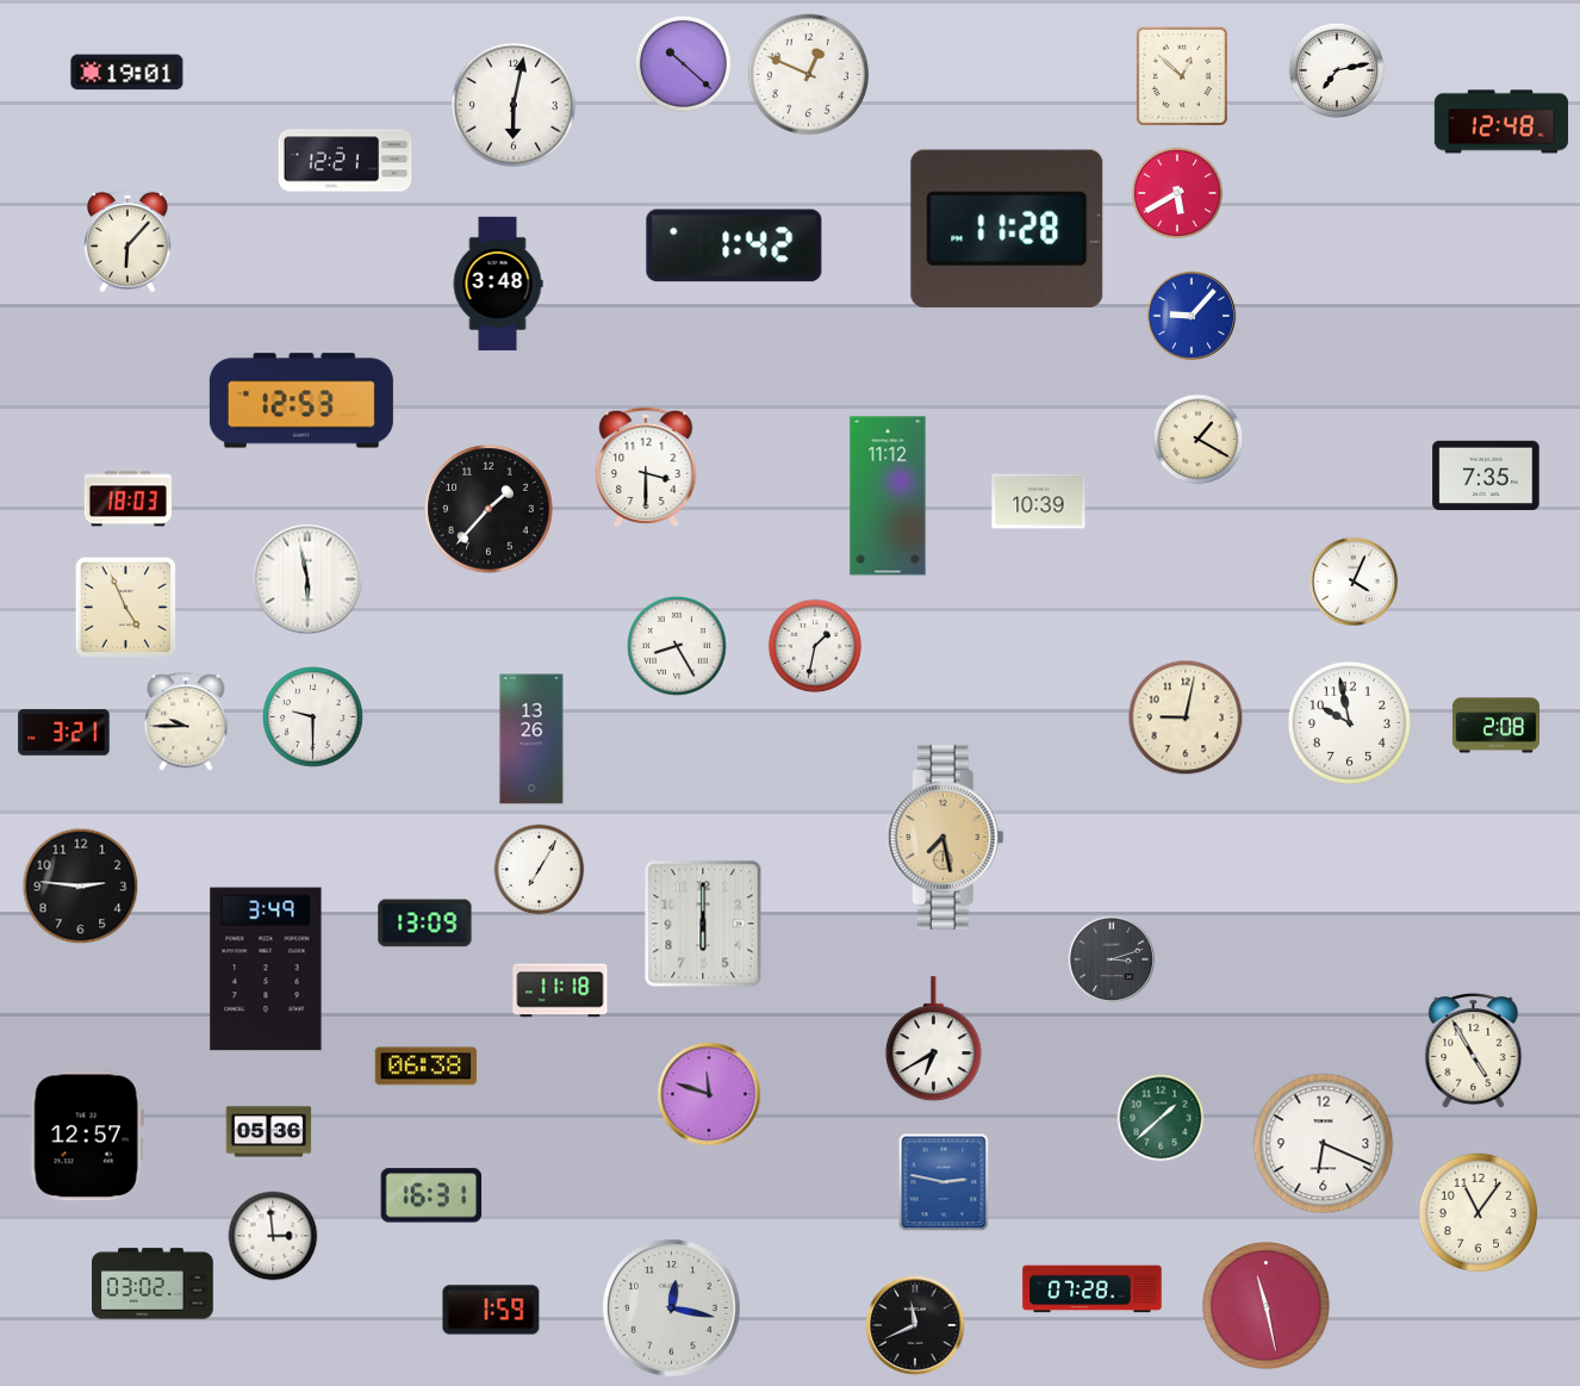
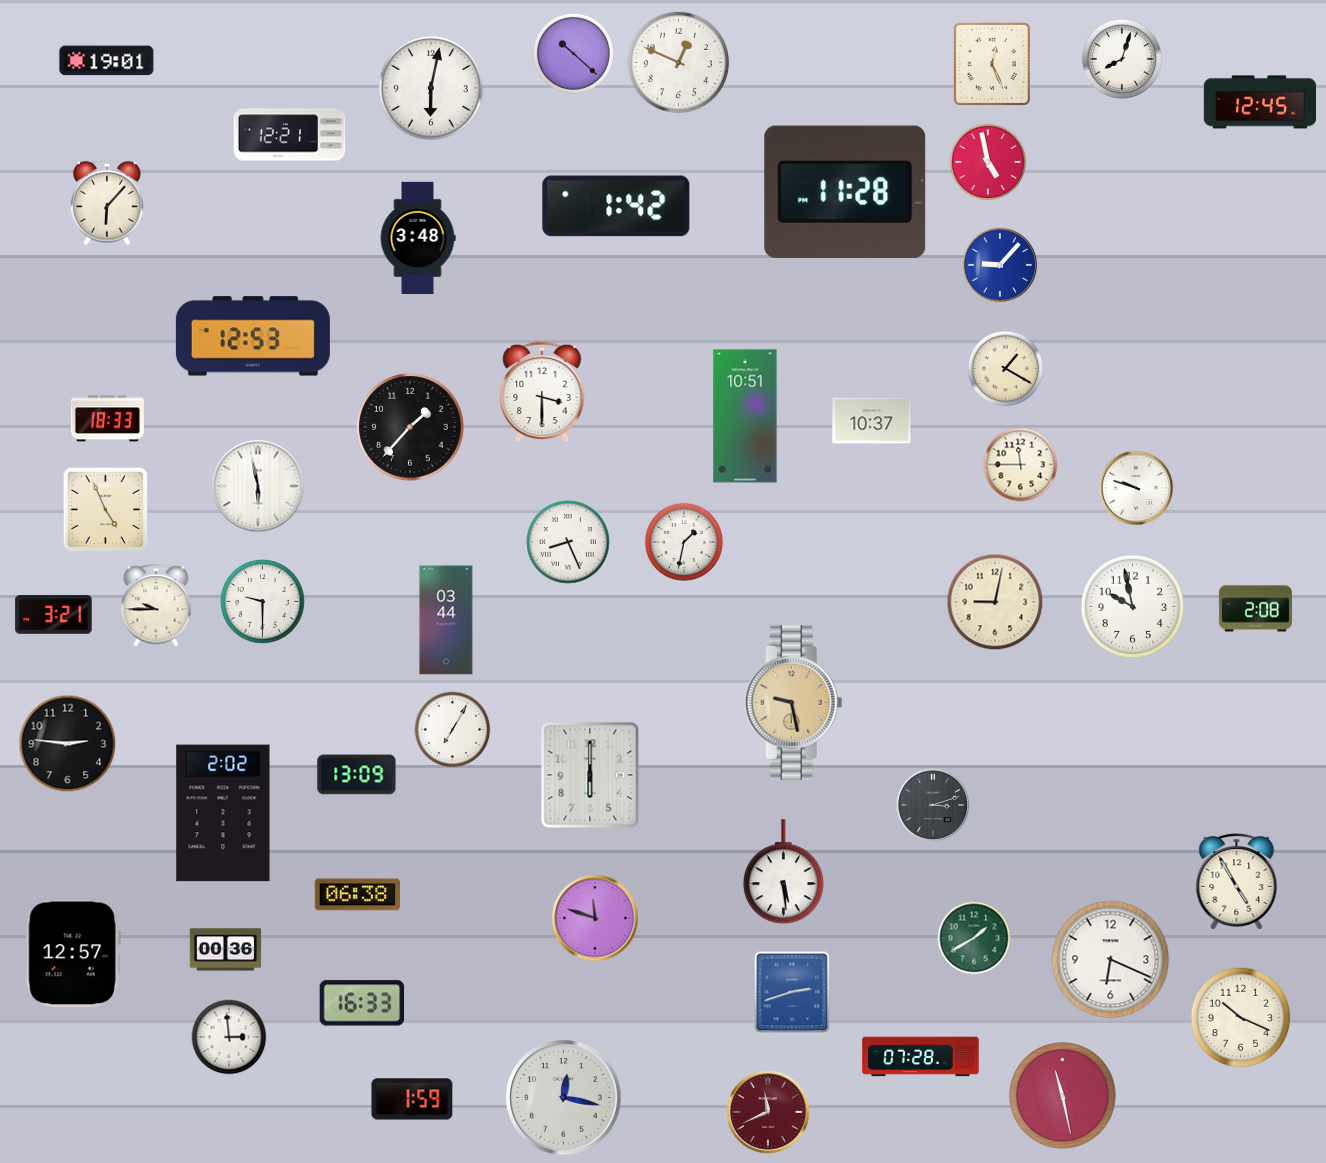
clock at (1337, 70): 7:13 -> 8:03
clock at (1182, 76): 12:52 -> 12:26
clock at (1501, 122): 12:48 -> 12:45
clock at (1177, 193): 5:40 -> 4:58
clock at (1486, 476): 7:35 -> none
clock at (888, 496): 11:12 -> 10:51
clock at (127, 499): 18:03 -> 18:33
clock at (1039, 502): 10:39 -> 10:37
clock at (1021, 465): none -> 11:45
clock at (1354, 582): 4:04 -> 9:48
clock at (677, 646): 8:25 -> 8:26
clock at (531, 739): 13:26 -> 03:44
clock at (945, 837): 7:28 -> 9:28
clock at (266, 969): 3:49 -> 2:02
clock at (560, 990): 11:18 -> none
clock at (933, 1039): 6:40 -> 5:29
clock at (1161, 1118): 1:38 -> 1:40
clock at (269, 1132): 05:36 -> 00:36
clock at (944, 1182): 2:47 -> 2:42
clock at (431, 1195): 16:31 -> 16:33
clock at (1479, 1213): 11:06 -> 10:19
clock at (154, 1284): 03:02 -> none
clock at (1093, 1289) position: (1093, 1289) -> (921, 1057)
clock at (915, 1325) dial: black -> burgundy
